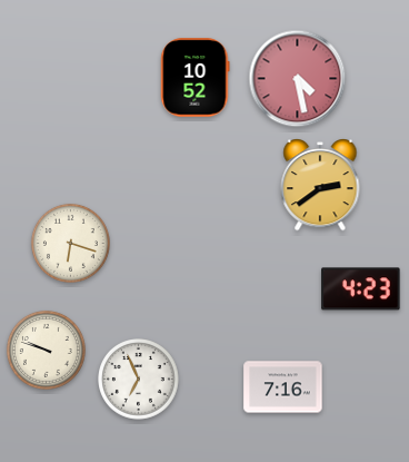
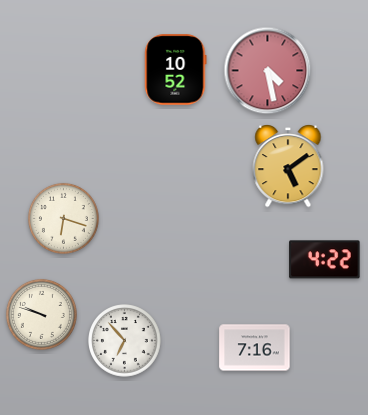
clock at (320, 186): 2:39 -> 5:09
clock at (361, 289): 4:23 -> 4:22
clock at (139, 380): 6:56 -> 6:53
